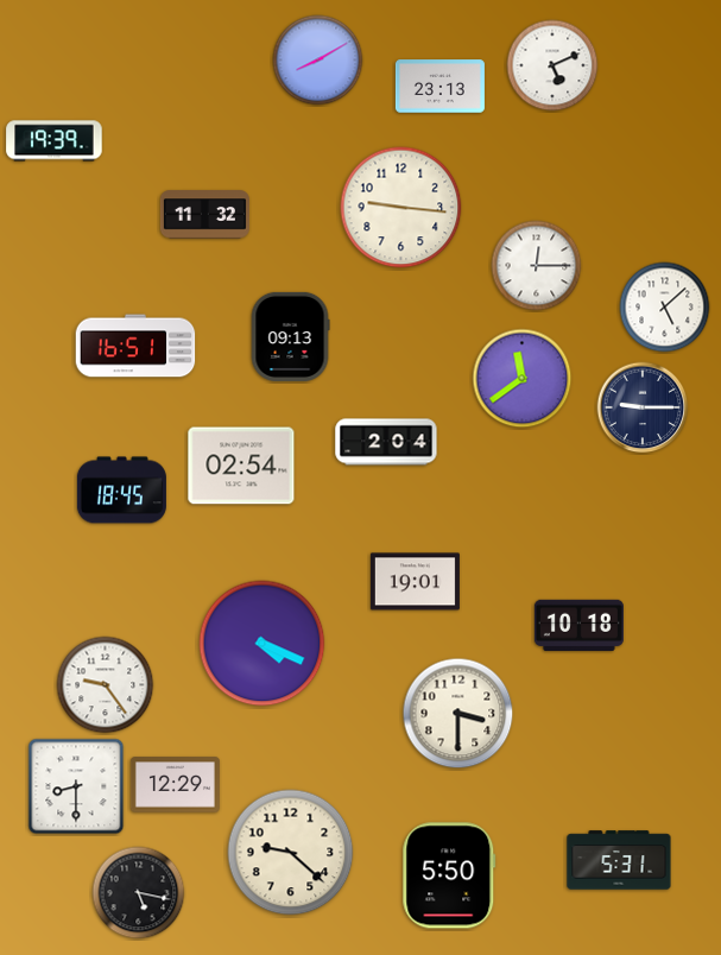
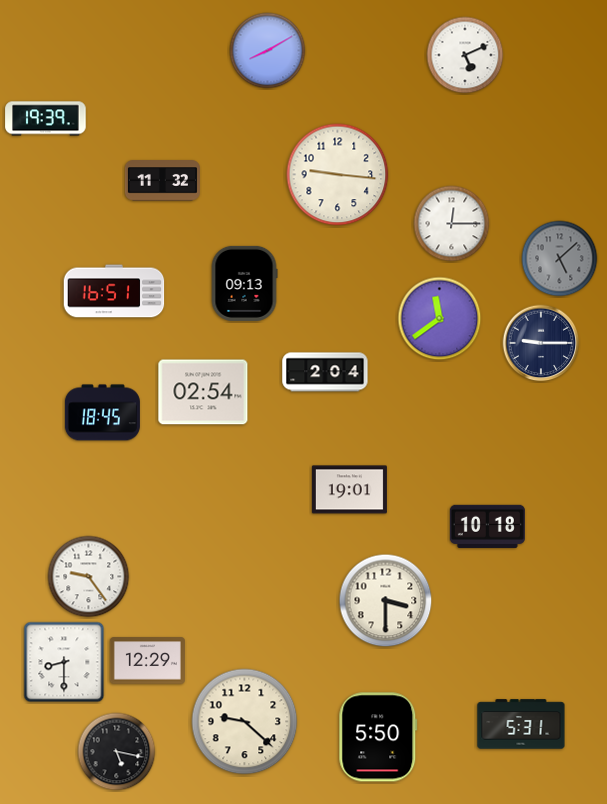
clock at (439, 87): 23:13 -> none
clock at (204, 215) position: (204, 215) -> (162, 181)
clock at (665, 308) dial: white -> grey
clock at (263, 644): 4:19 -> none
clock at (291, 853) position: (291, 853) -> (245, 722)
